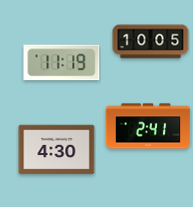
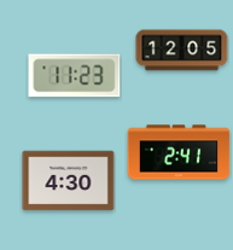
clock at (151, 42): 10:05 -> 12:05
clock at (62, 63): 11:19 -> 11:23
